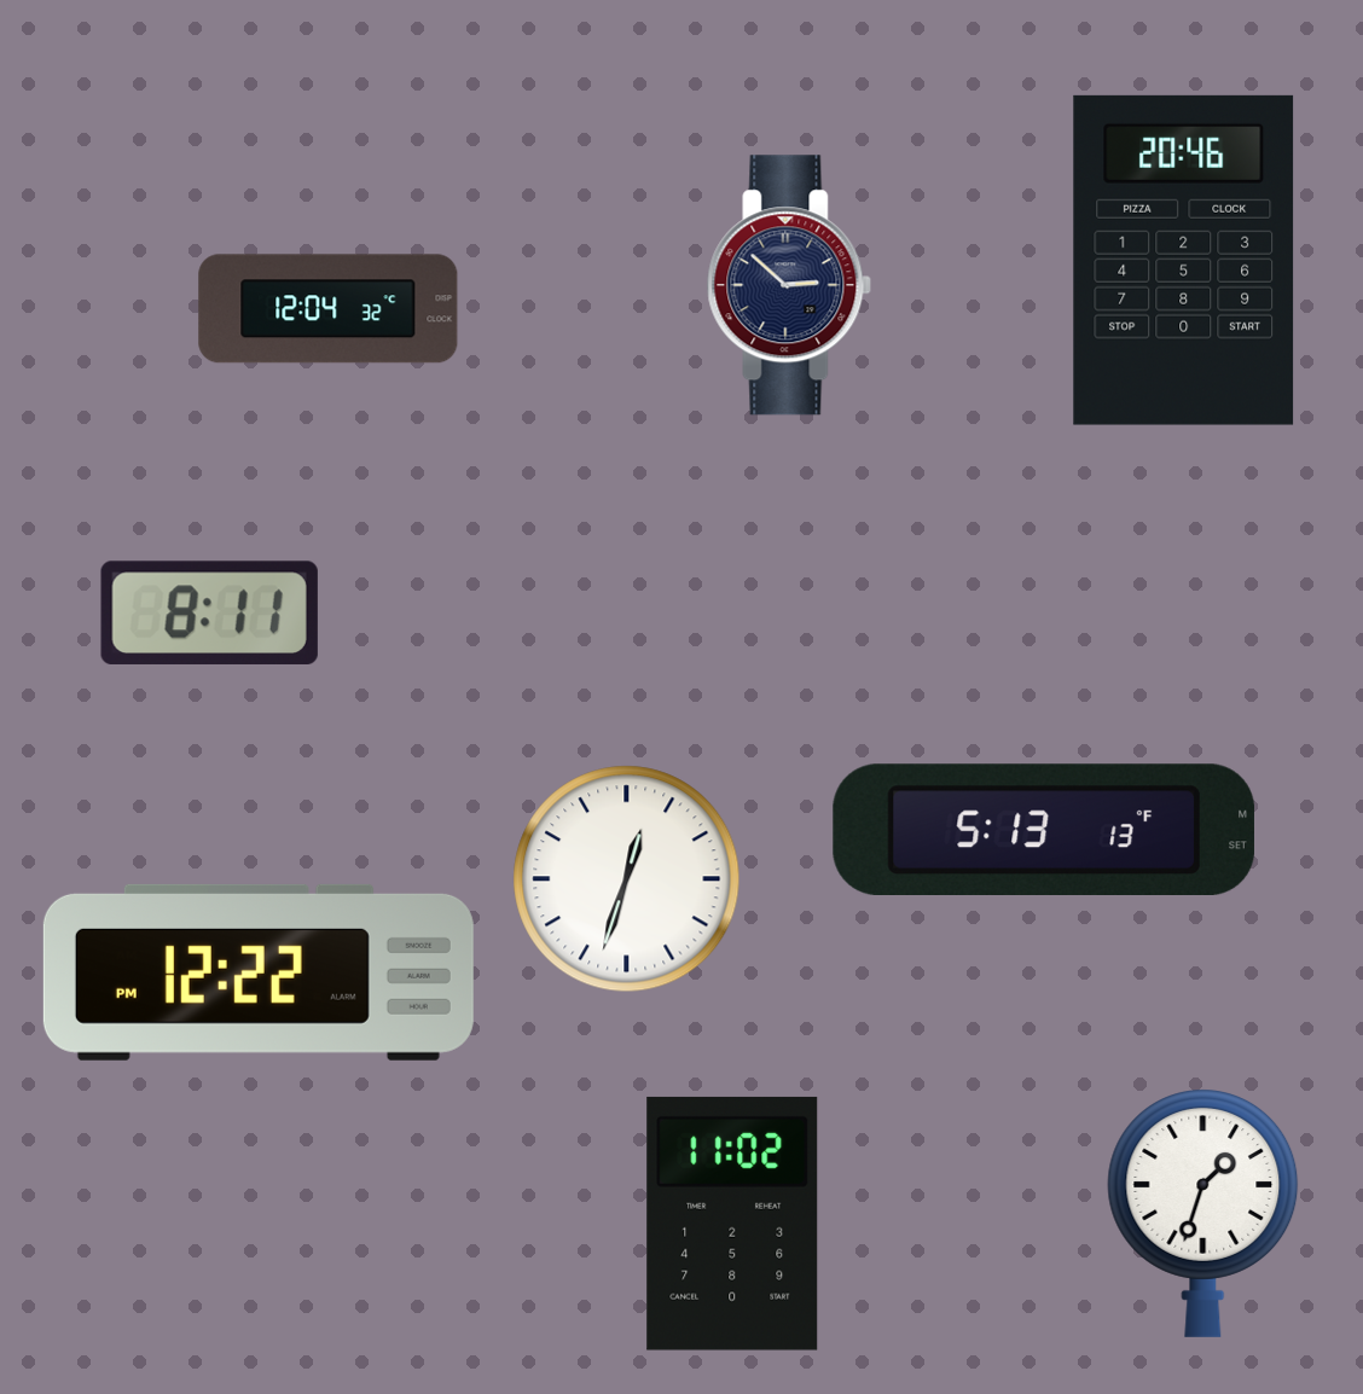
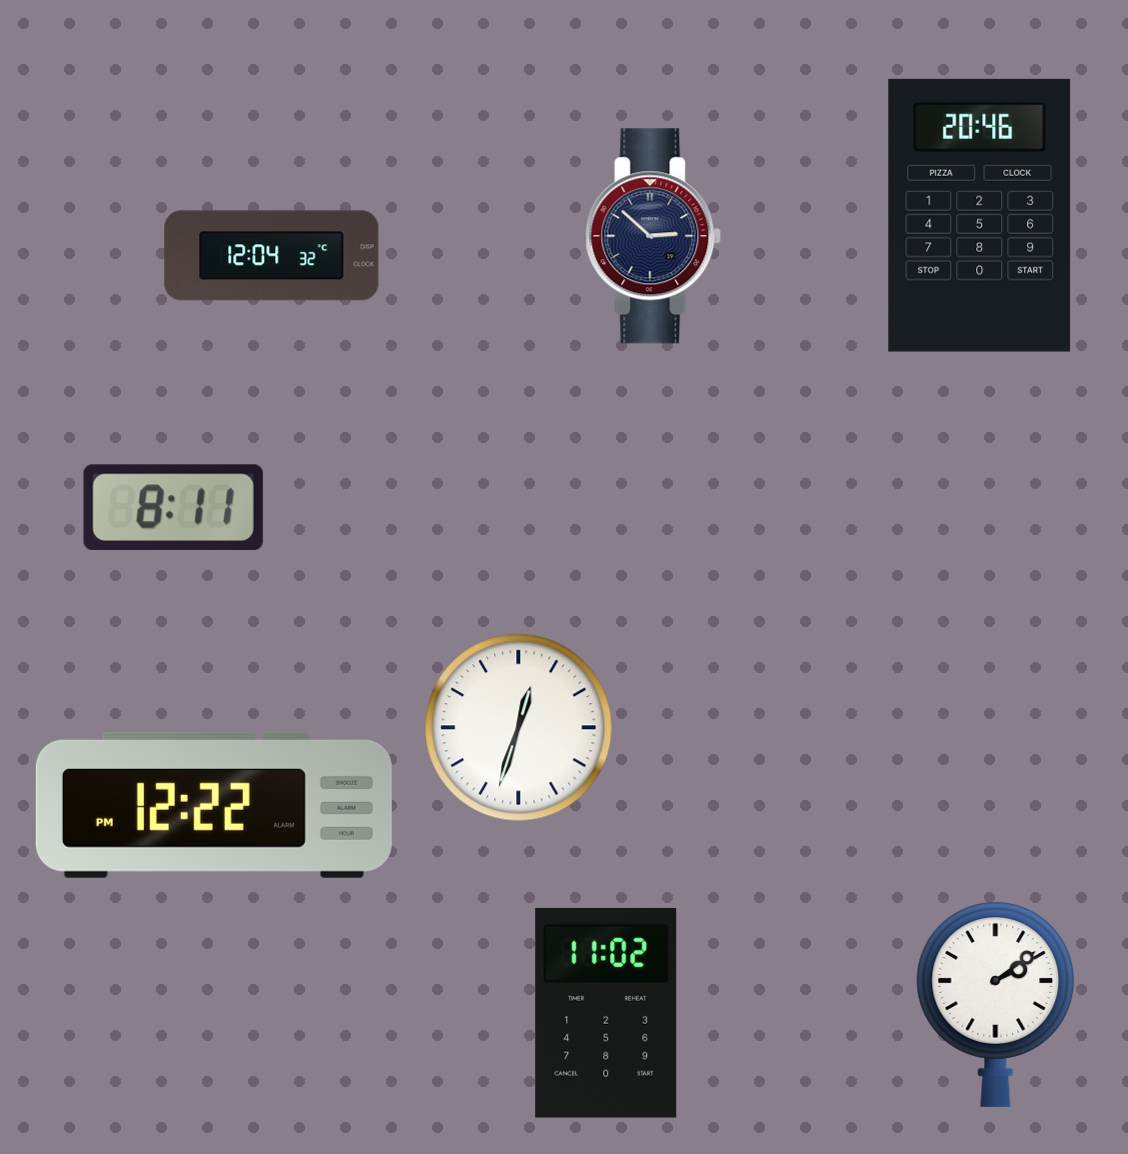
clock at (1044, 829): 5:13 -> none
clock at (1203, 1213): 1:33 -> 2:09
